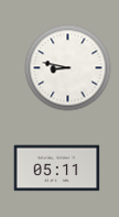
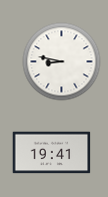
clock at (56, 169): 05:11 -> 19:41
